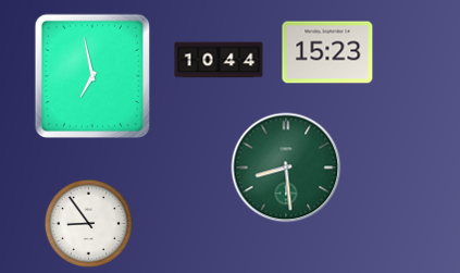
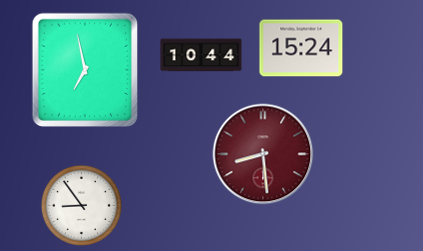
clock at (327, 52): 15:23 -> 15:24
clock at (286, 167) dial: green -> burgundy
